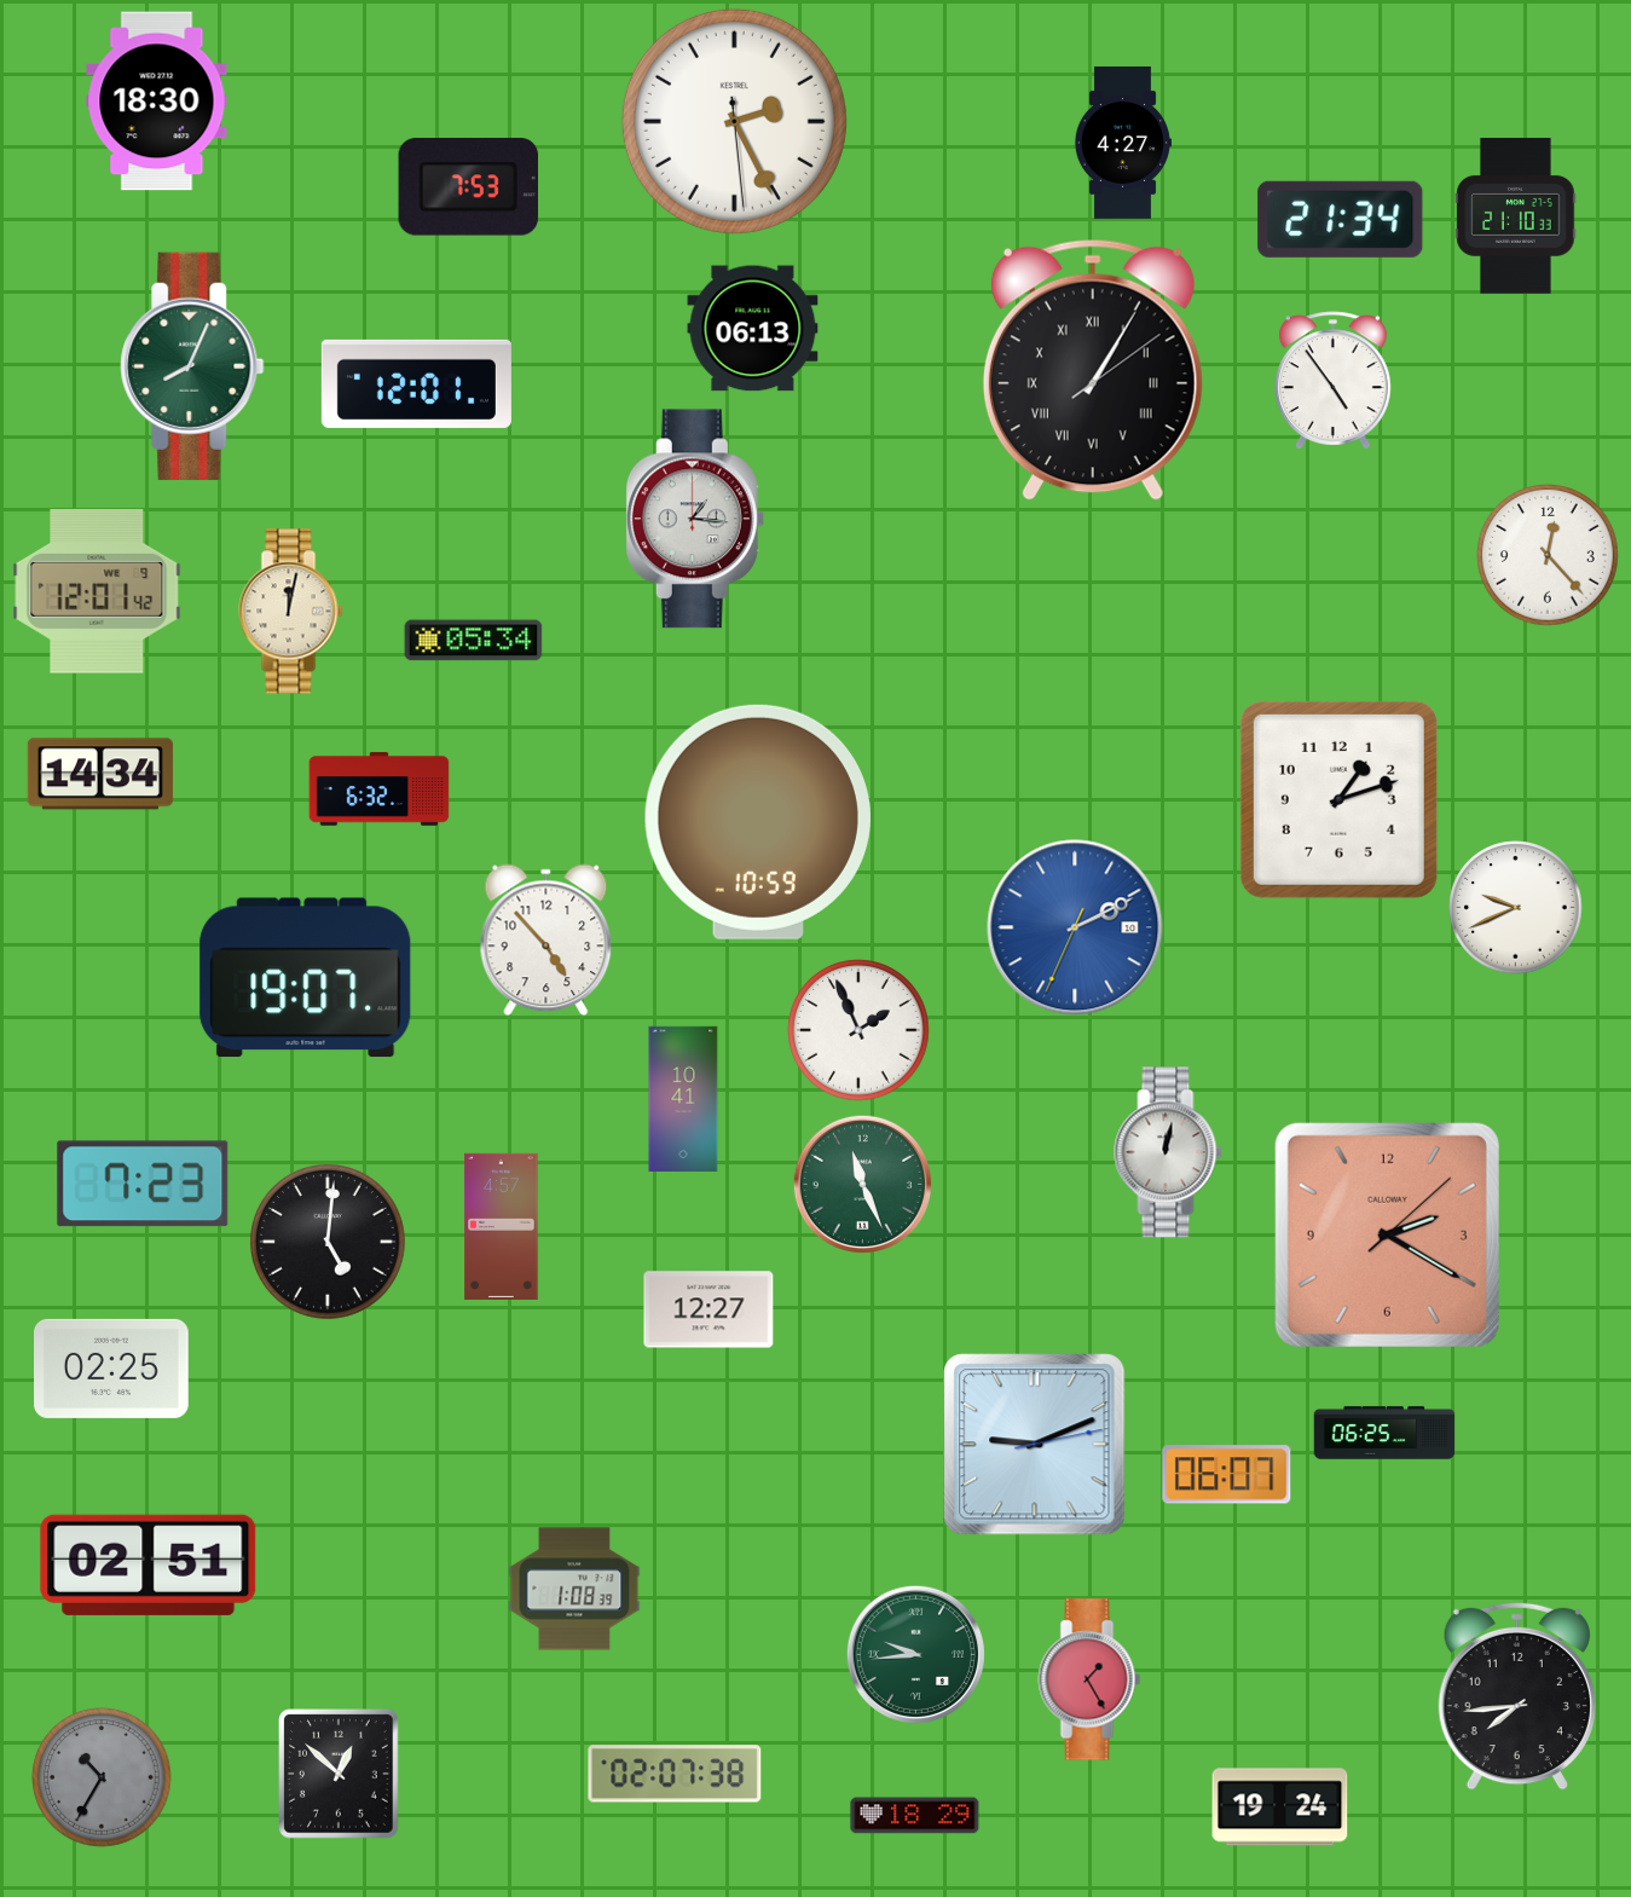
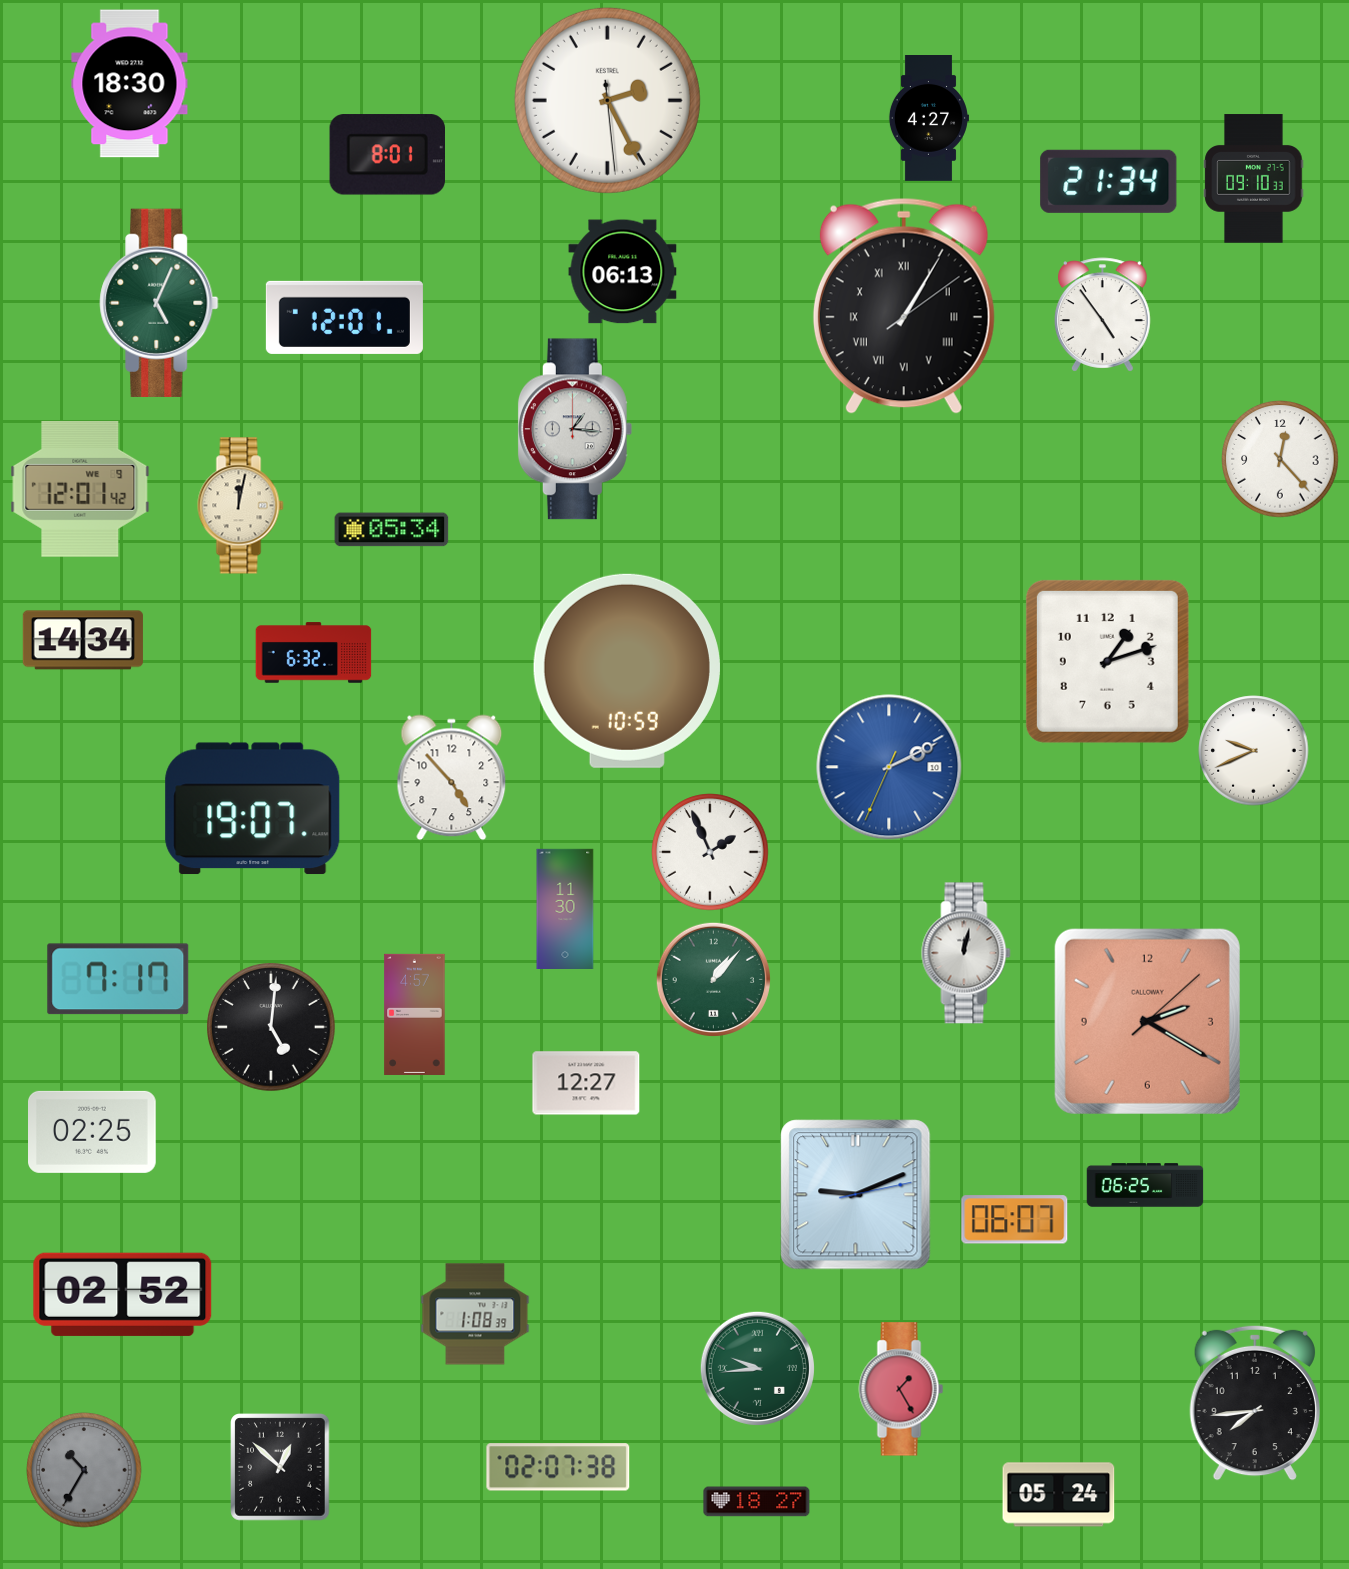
clock at (468, 187): 7:53 -> 8:01
clock at (1516, 216): 21:10 -> 09:10
clock at (192, 366): 8:04 -> 5:04
clock at (758, 822) position: (758, 822) -> (627, 671)
clock at (683, 1098): 10:41 -> 11:30
clock at (143, 1184): 7:23 -> 7:17
clock at (862, 1184): 11:26 -> 1:07
clock at (149, 1565): 02:51 -> 02:52
clock at (1280, 1808): 19:24 -> 05:24
clock at (915, 1816): 18:29 -> 18:27
